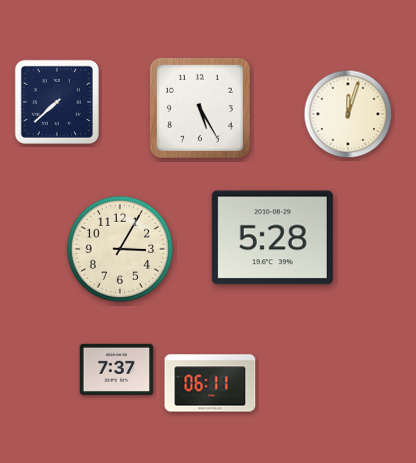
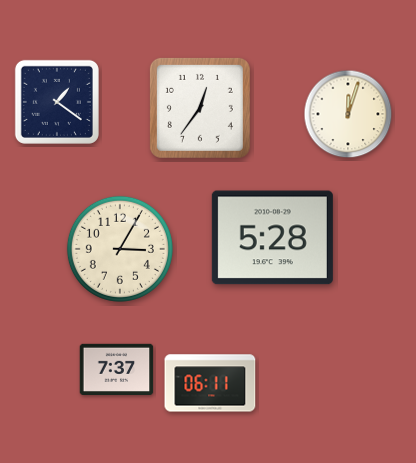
clock at (57, 102): 7:38 -> 1:21
clock at (200, 108): 5:25 -> 12:36
